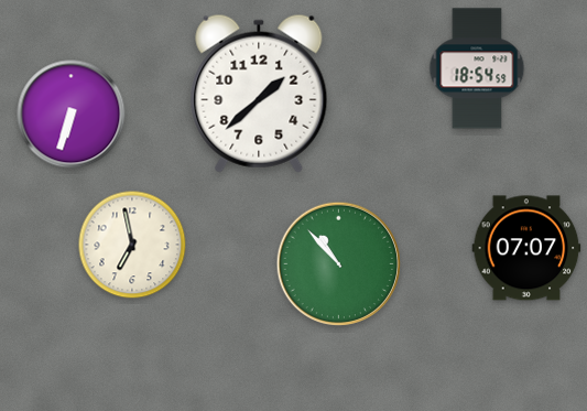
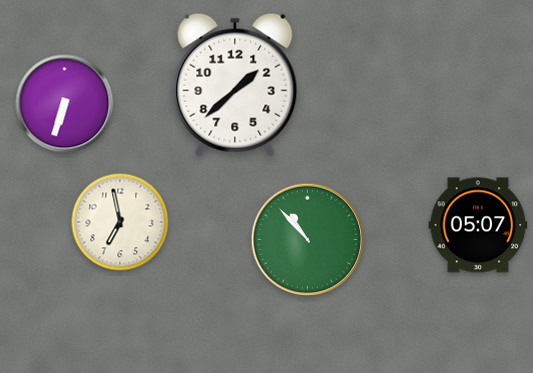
clock at (477, 68): 18:54 -> none
clock at (526, 248): 07:07 -> 05:07
